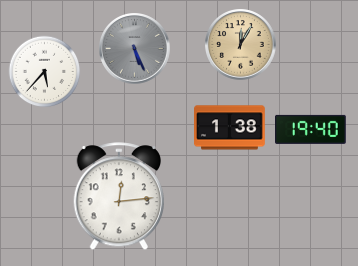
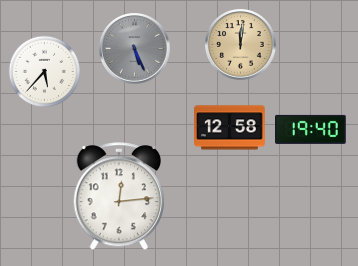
clock at (241, 45): 12:05 -> 12:01
clock at (230, 128): 1:38 -> 12:58
